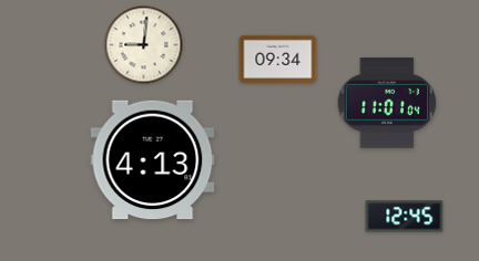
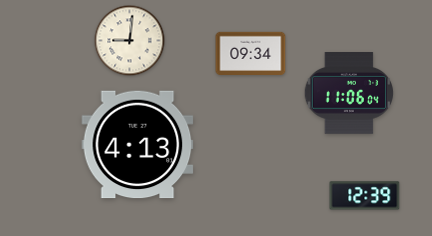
clock at (386, 104): 11:01 -> 11:06
clock at (405, 217): 12:45 -> 12:39
